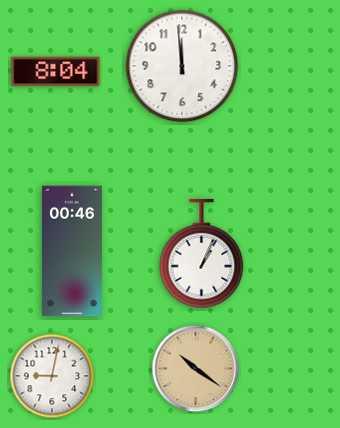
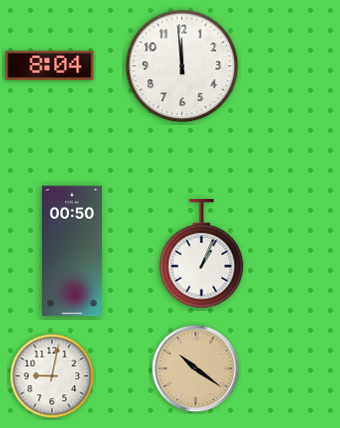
clock at (56, 72) position: (56, 72) -> (50, 66)
clock at (72, 251): 00:46 -> 00:50
